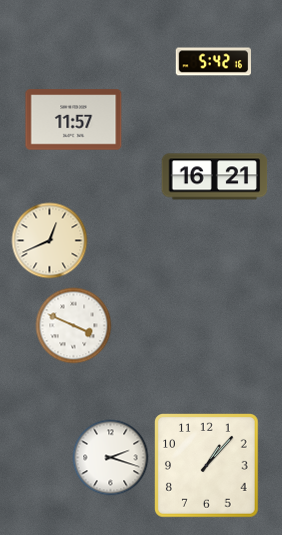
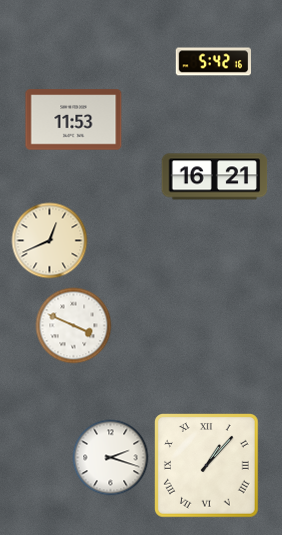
clock at (74, 120): 11:57 -> 11:53
clock at (207, 466) numerals: Arabic -> Roman
